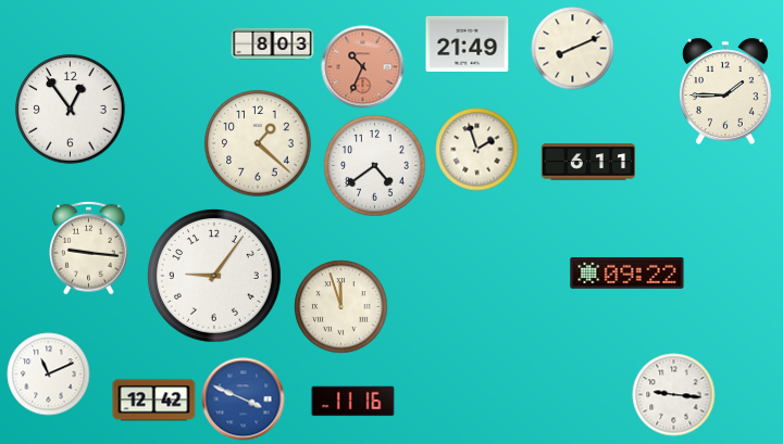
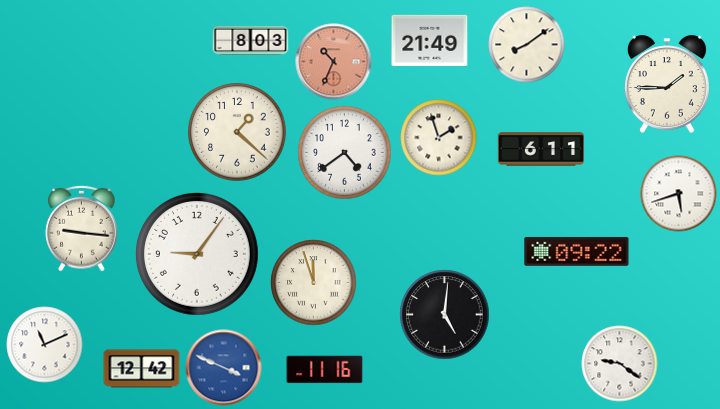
clock at (573, 49): 8:11 -> 8:09
clock at (71, 110): 12:54 -> none
clock at (679, 194): none -> 5:42
clock at (445, 315): none -> 5:01
clock at (674, 395): 9:16 -> 9:21
